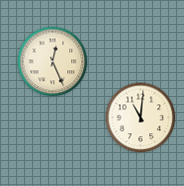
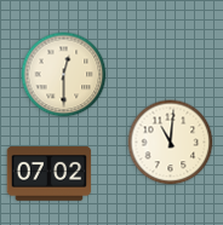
clock at (53, 62): 12:26 -> 12:30
clock at (50, 174): none -> 07:02
